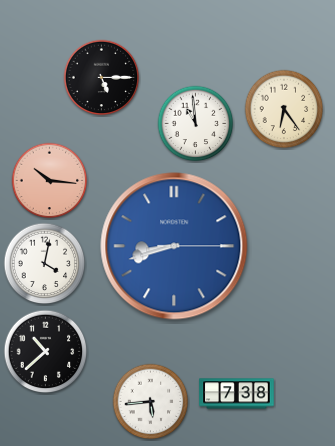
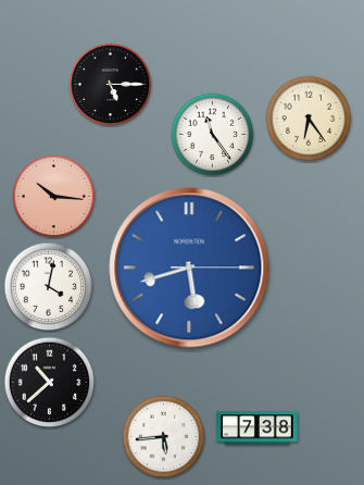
clock at (196, 124): 10:59 -> 11:24
clock at (174, 246): 8:42 -> 5:42
